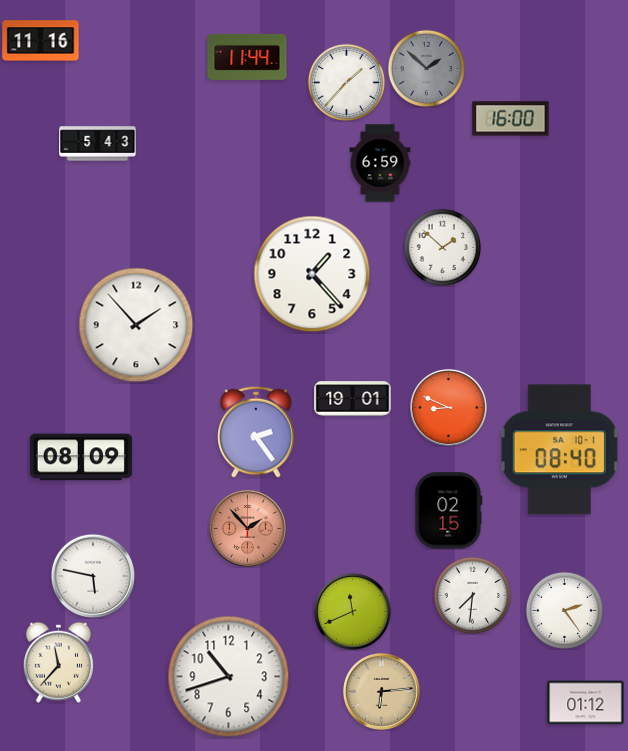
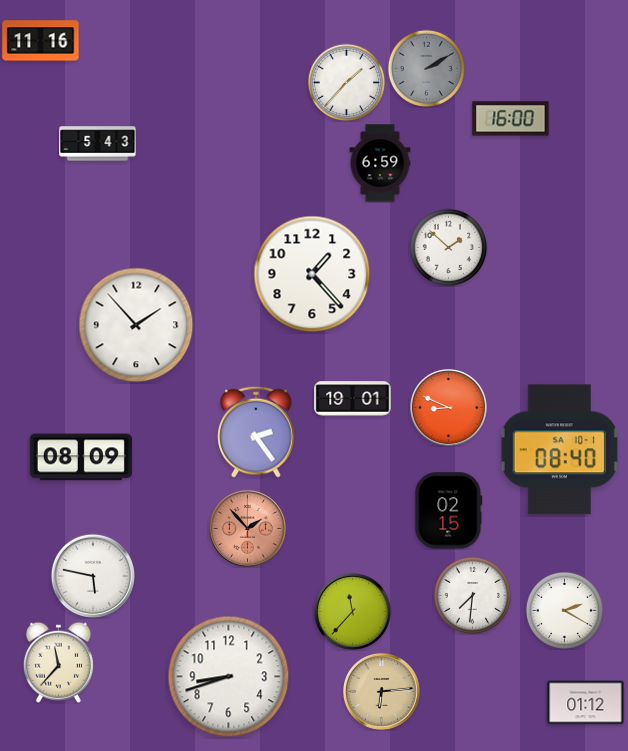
clock at (247, 57): 11:44 -> none
clock at (426, 68): 1:52 -> 2:10
clock at (442, 247) position: (442, 247) -> (448, 247)
clock at (564, 610): 2:24 -> 2:20
clock at (352, 611): 11:41 -> 11:37
clock at (229, 677): 10:42 -> 8:42
